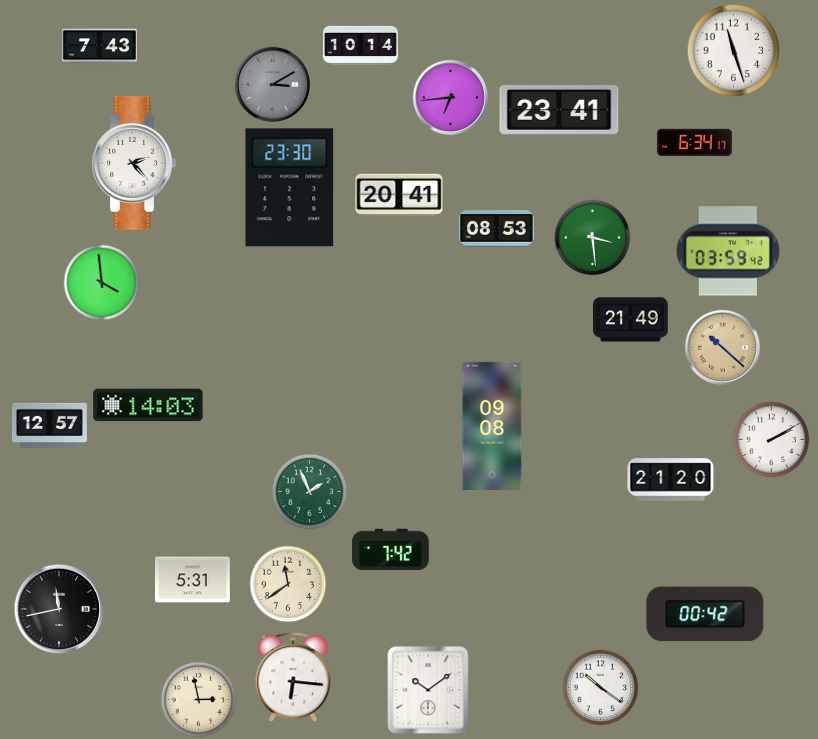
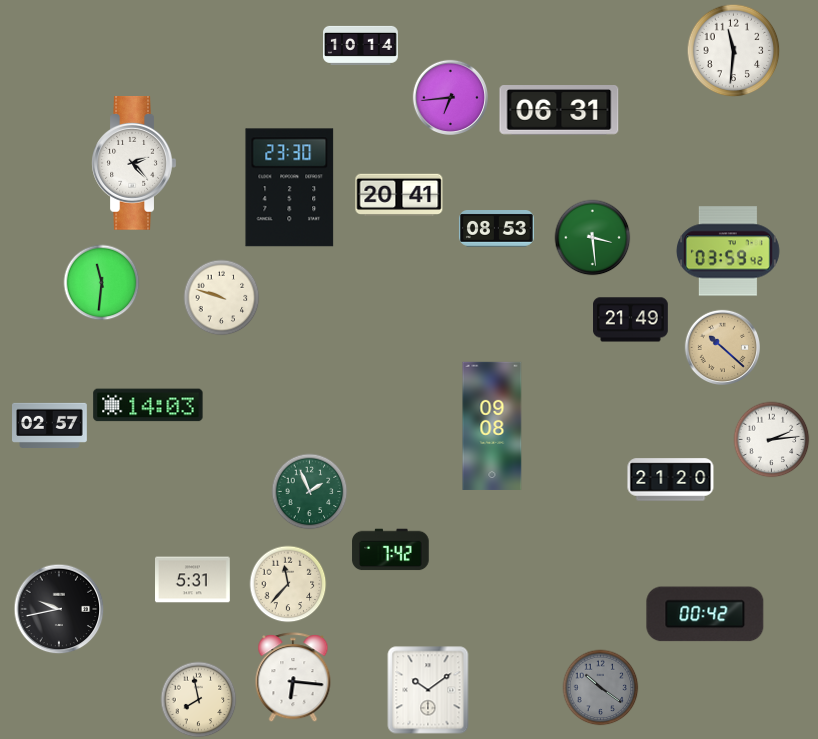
clock at (100, 47): 7:43 -> none
clock at (734, 51): 11:27 -> 11:31
clock at (272, 84): 3:10 -> none
clock at (559, 111): 23:41 -> 06:31
clock at (695, 143): 6:34 -> none
clock at (102, 283): 3:59 -> 11:31
clock at (222, 298): none -> 9:48
clock at (50, 425): 12:57 -> 02:57
clock at (772, 440): 2:10 -> 2:14
clock at (288, 584): 11:39 -> 11:37
clock at (59, 609): 11:43 -> 9:43
clock at (601, 688) dial: white -> grey
clock at (199, 700): 2:58 -> 7:58
